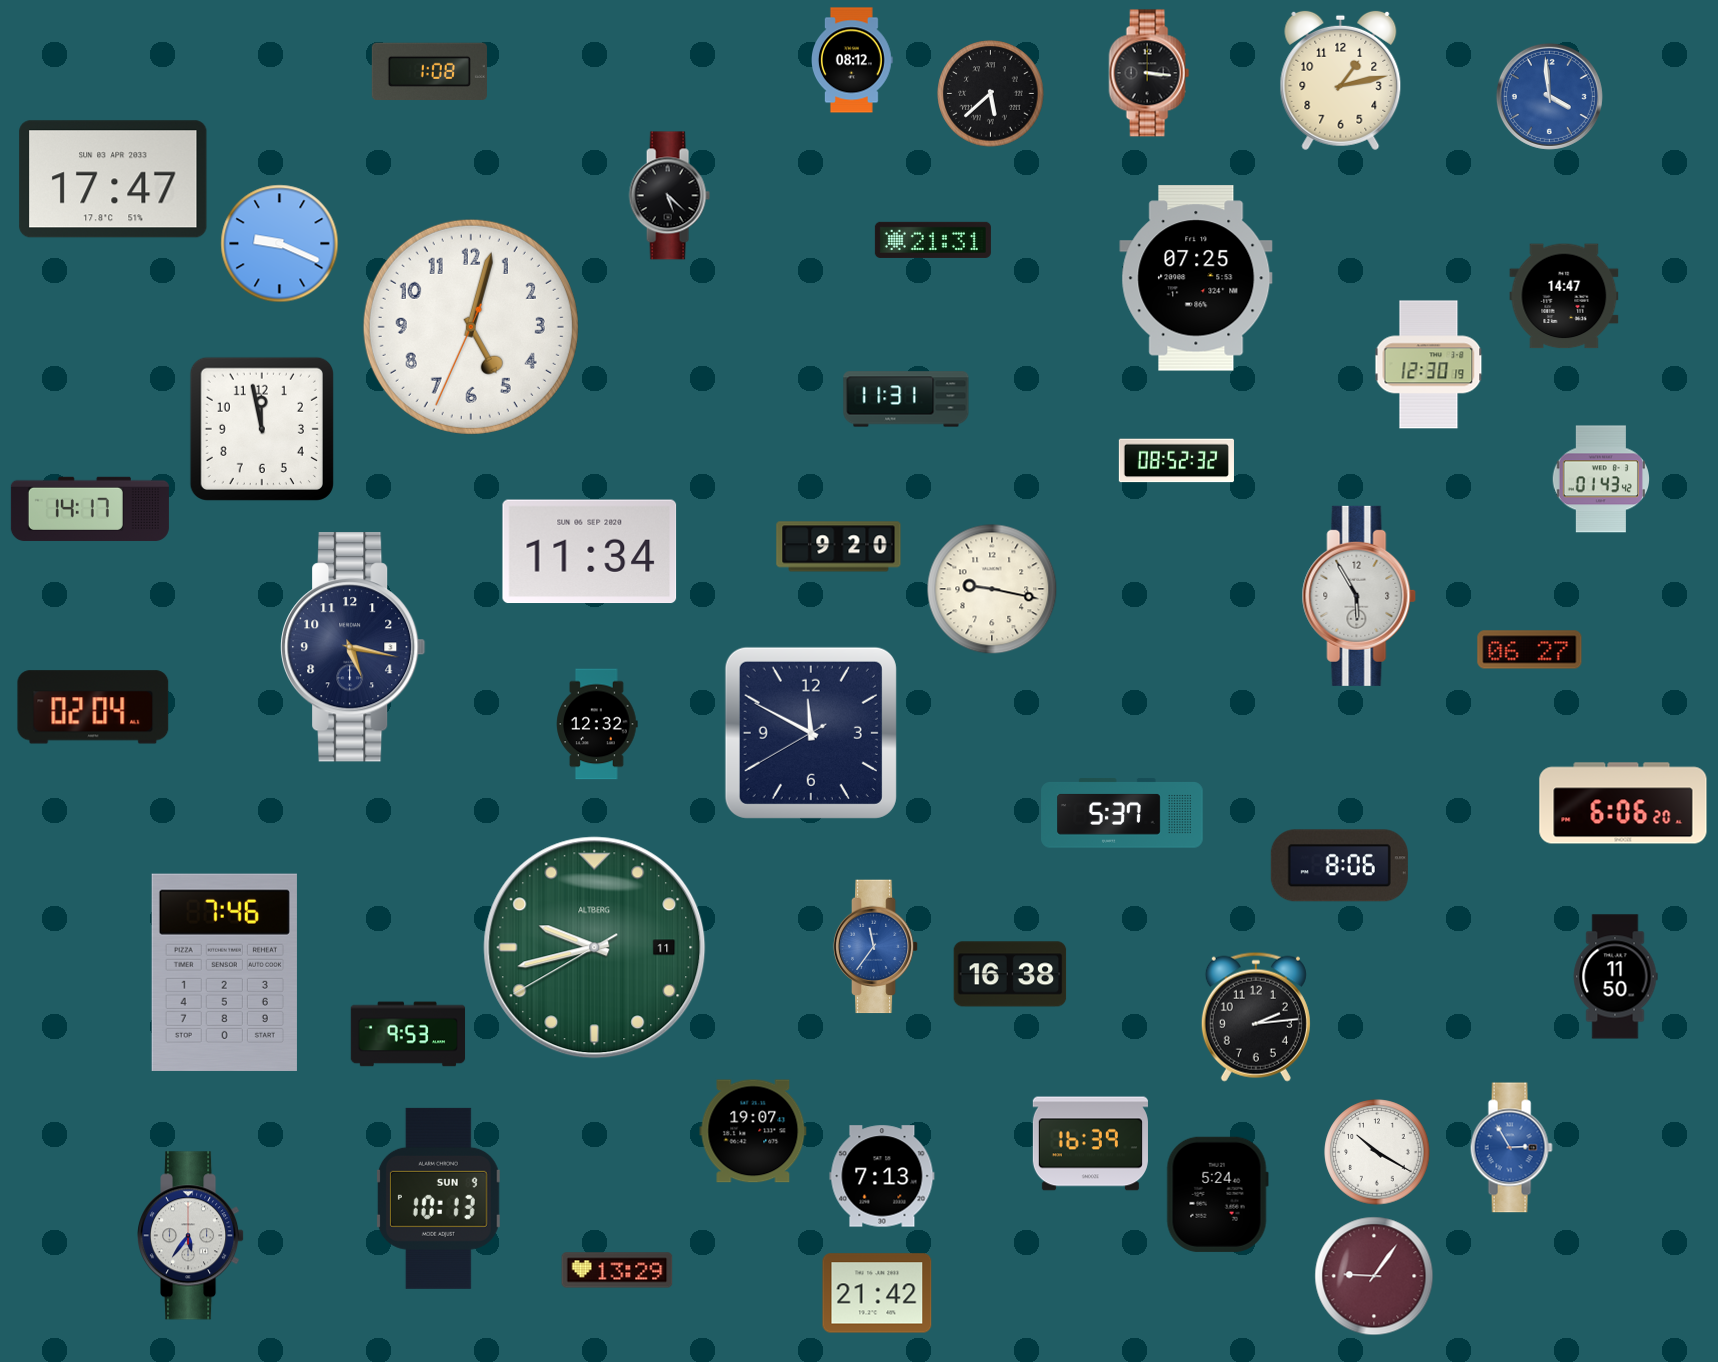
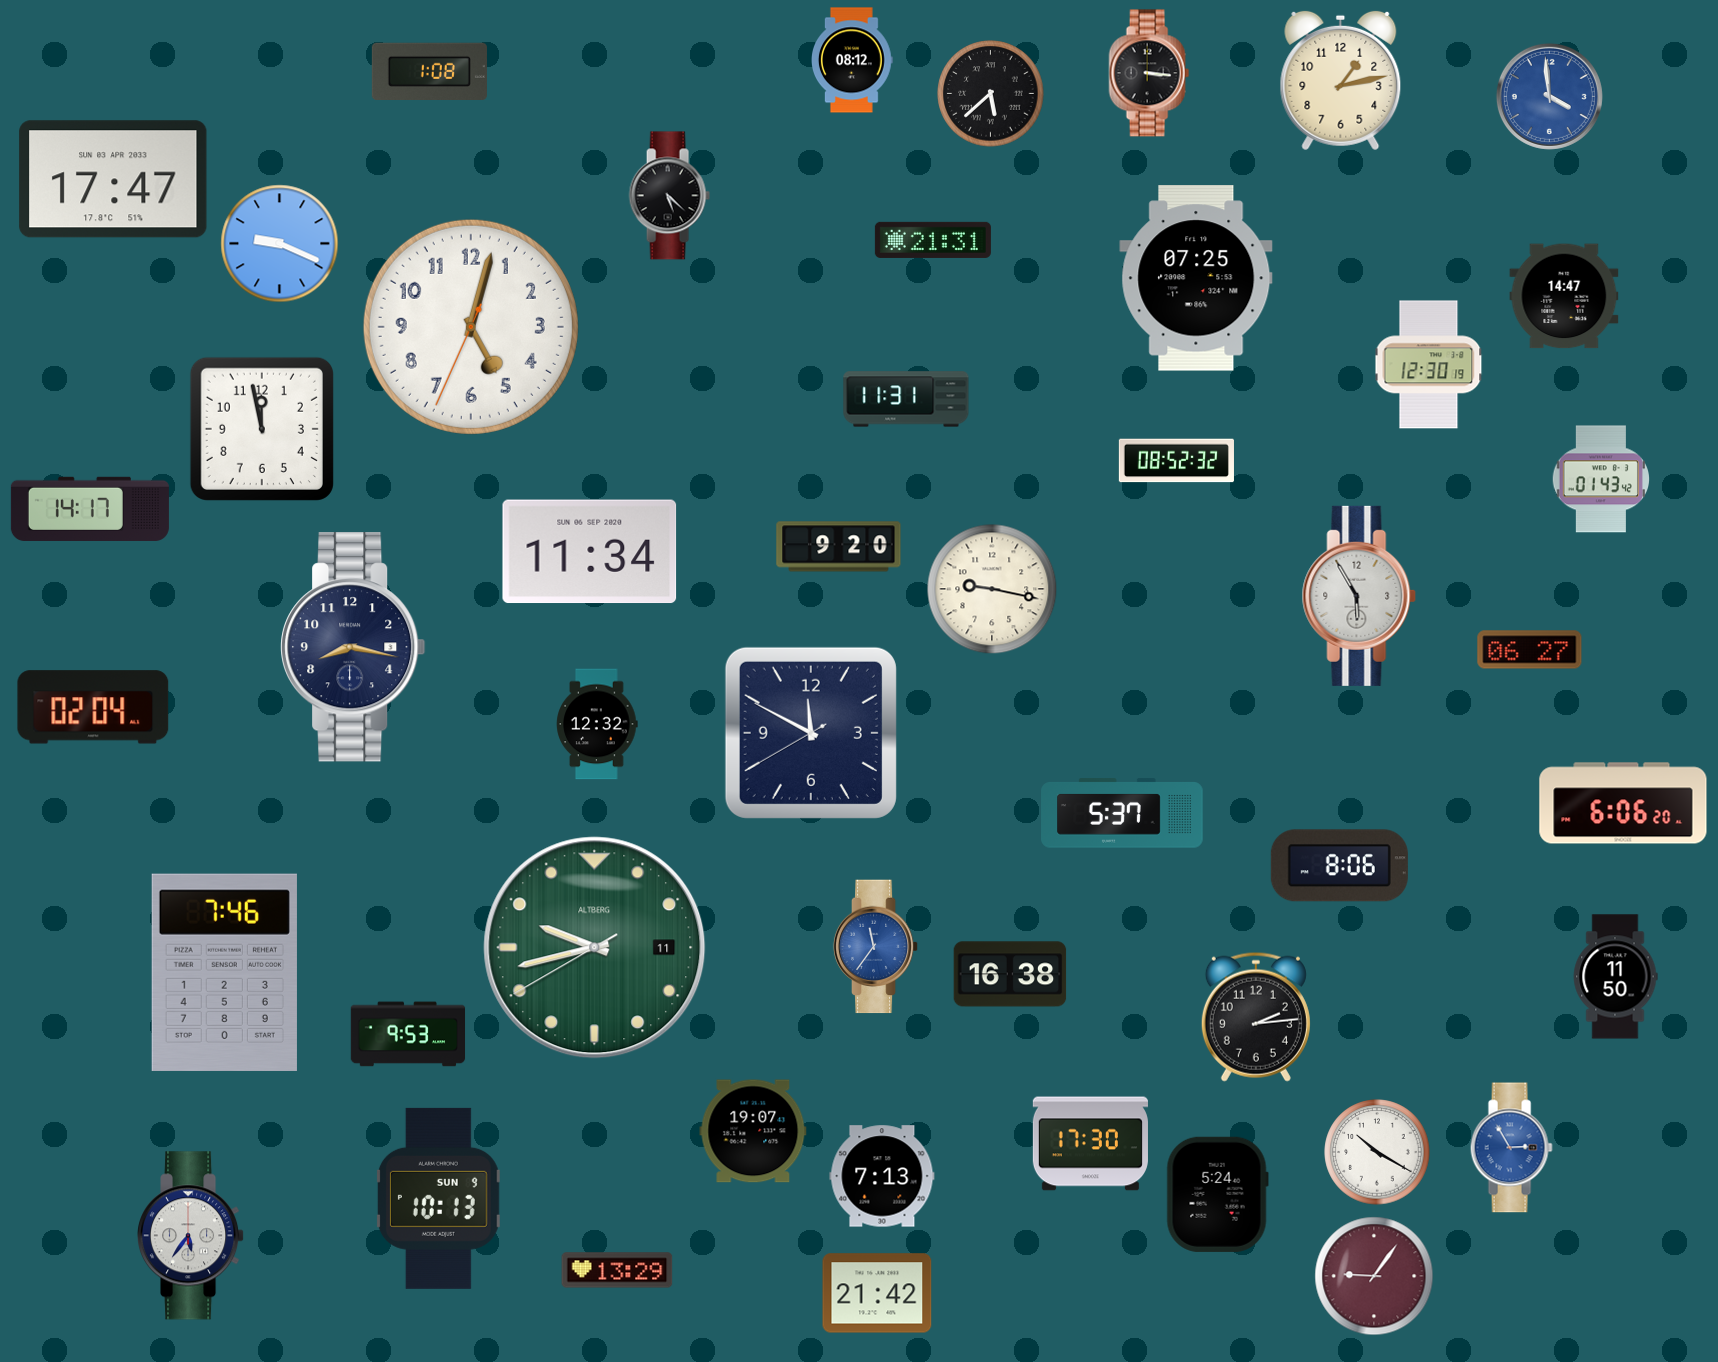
clock at (353, 647): 5:17 -> 8:17
clock at (1090, 1144): 16:39 -> 17:30
